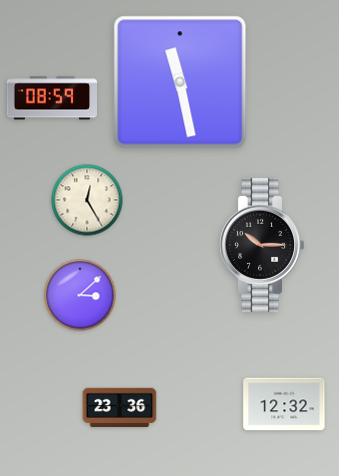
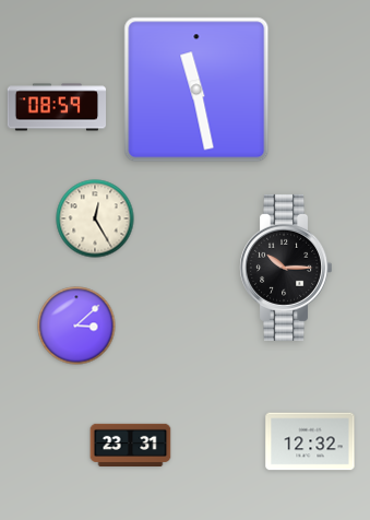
clock at (80, 295) position: (80, 295) -> (76, 326)
clock at (120, 407): 23:36 -> 23:31
